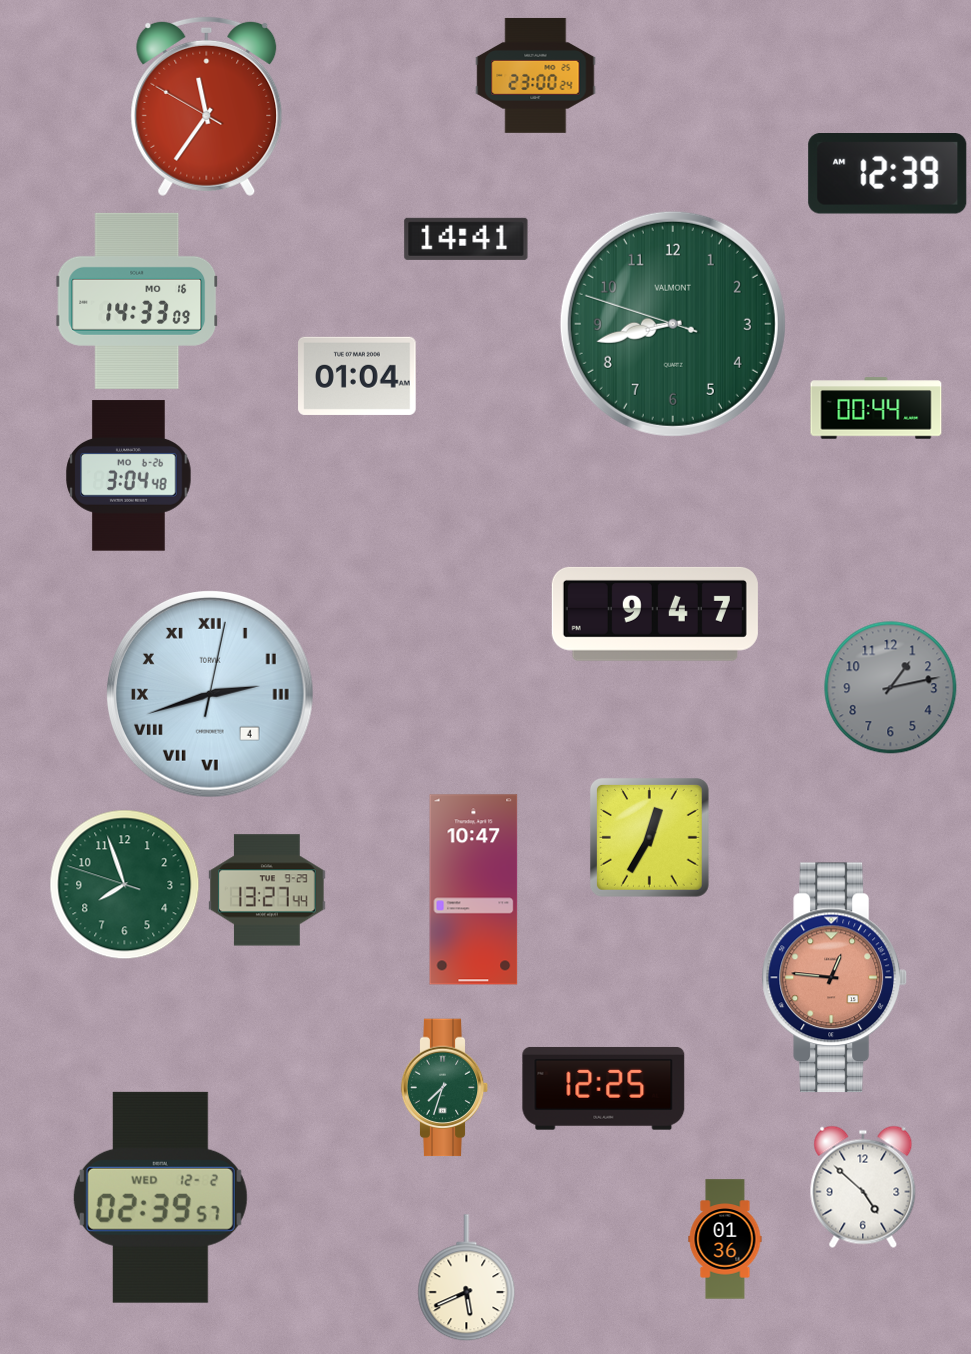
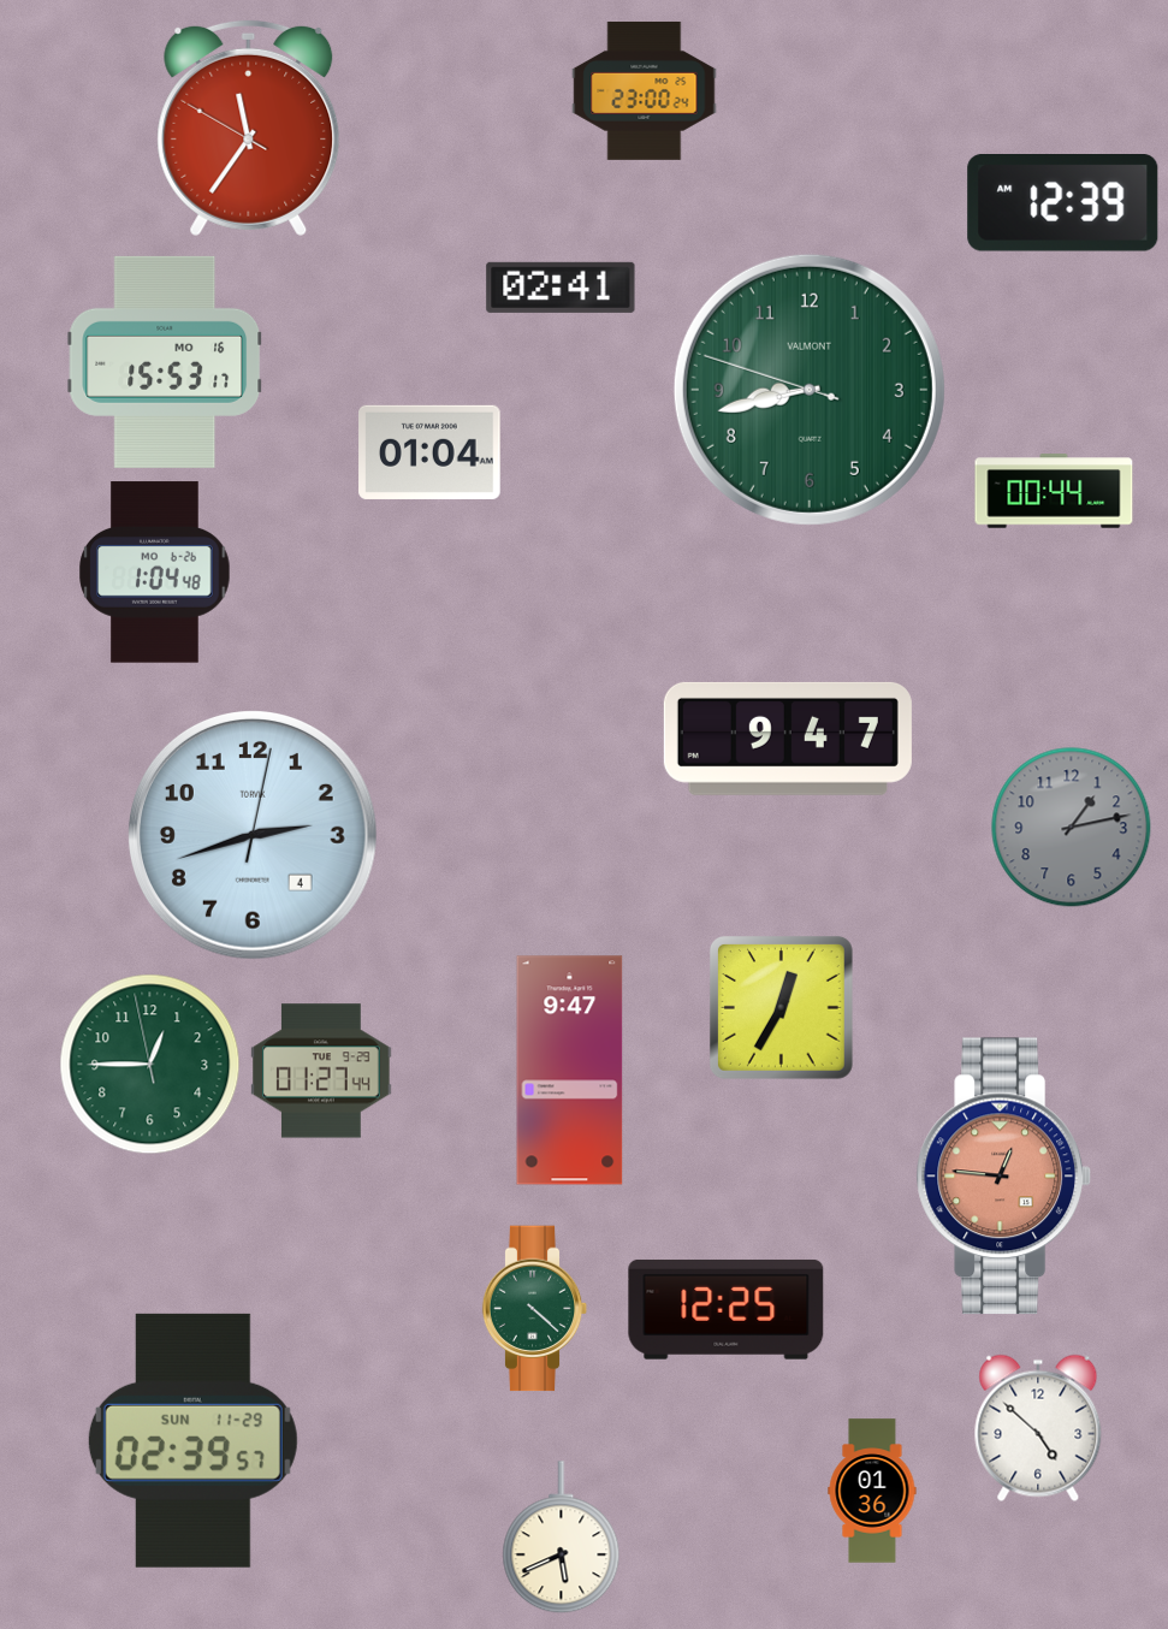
clock at (888, 174) position: (888, 174) -> (1063, 203)
clock at (466, 239): 14:41 -> 02:41
clock at (137, 301): 14:33 -> 15:53
clock at (129, 476): 3:04 -> 1:04
clock at (210, 694) numerals: Roman -> Arabic
clock at (125, 885): 7:56 -> 12:44
clock at (267, 890): 13:27 -> 01:27
clock at (474, 890): 10:47 -> 9:47
clock at (445, 1088): 7:33 -> 4:22
clock at (160, 1197) date: WED 12-2 -> SUN 11-29
